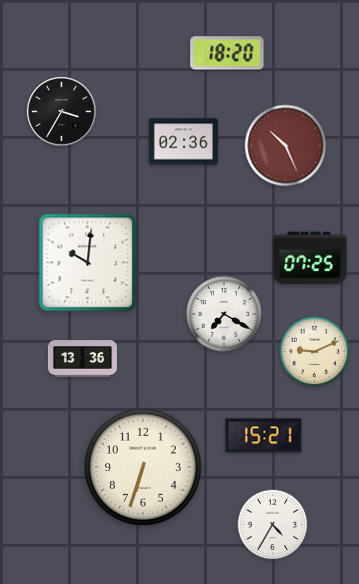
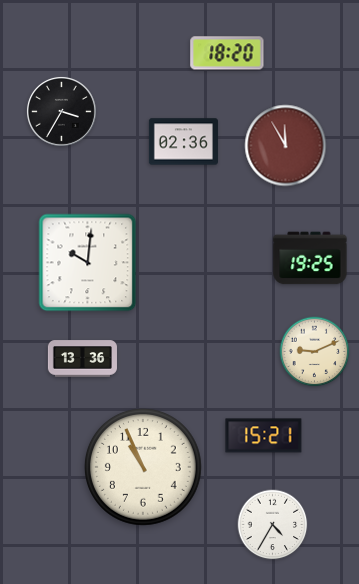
clock at (286, 146): 10:26 -> 11:55
clock at (310, 258): 07:25 -> 19:25
clock at (224, 314): 7:20 -> none
clock at (143, 467): 6:33 -> 10:56
